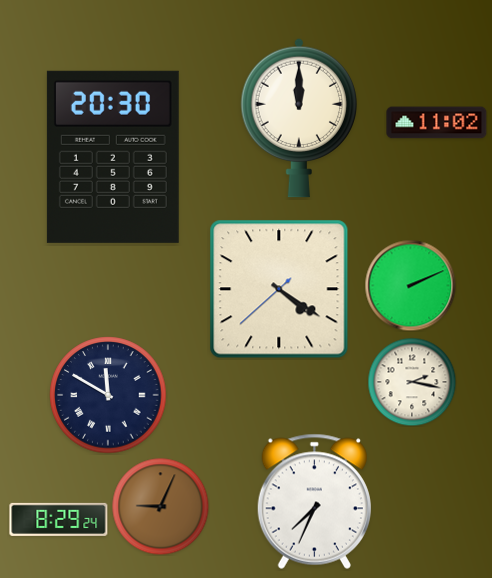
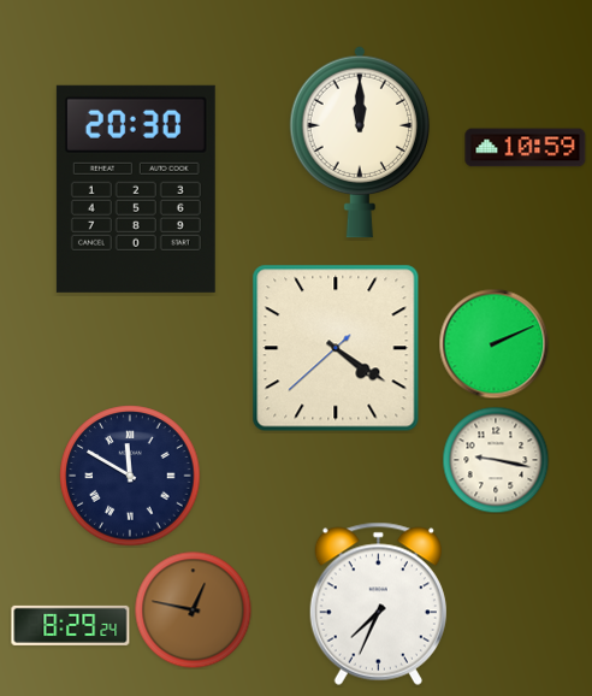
clock at (437, 123): 11:02 -> 10:59
clock at (412, 382): 2:17 -> 9:17
clock at (160, 506): 9:04 -> 12:47
